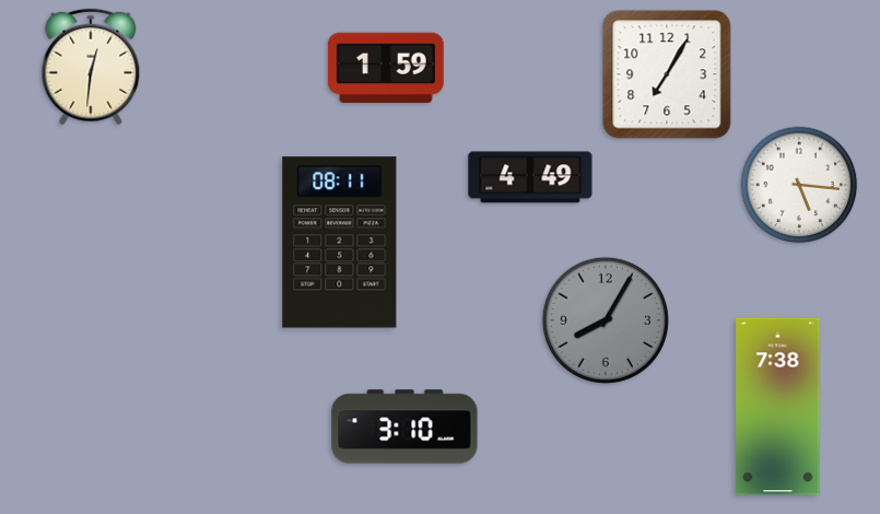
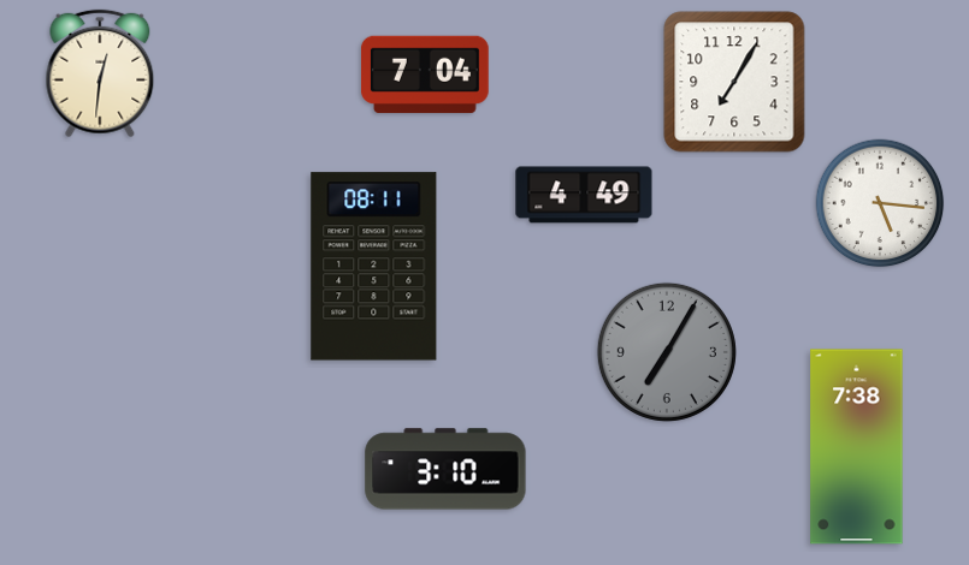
clock at (386, 68): 1:59 -> 7:04
clock at (606, 320): 8:05 -> 7:05
